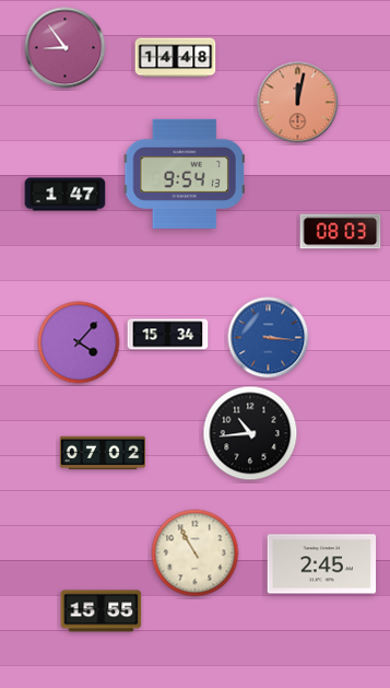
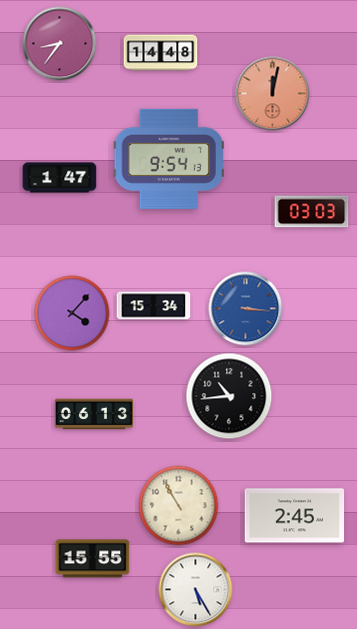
clock at (66, 48): 8:54 -> 8:36
clock at (341, 232): 08:03 -> 03:03
clock at (102, 453): 07:02 -> 06:13
clock at (196, 590): none -> 5:25
